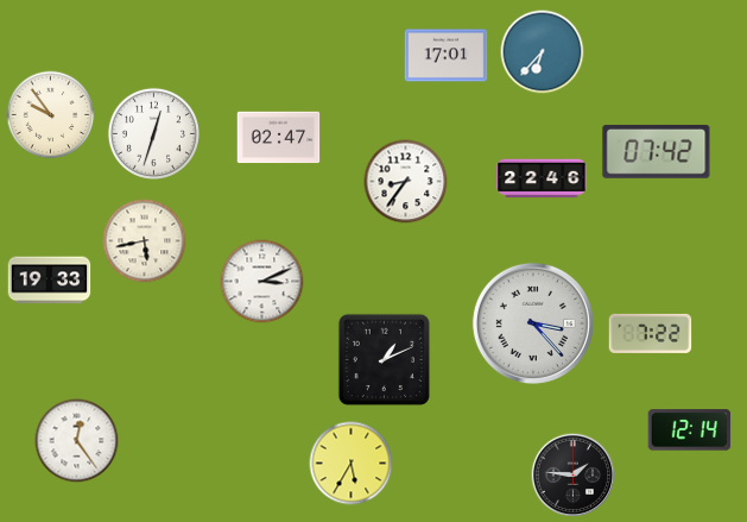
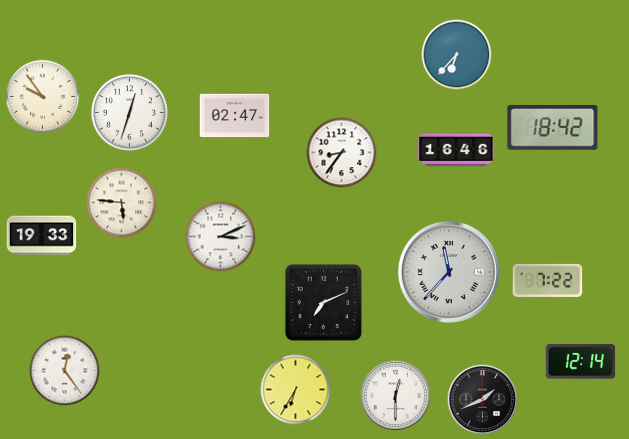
clock at (543, 52) position: (543, 52) -> (457, 55)
clock at (447, 56): 17:01 -> none
clock at (657, 151): 07:42 -> 18:42
clock at (542, 178): 22:46 -> 16:46
clock at (145, 241): 5:43 -> 5:46
clock at (533, 323): 3:23 -> 11:37
clock at (384, 359): 1:11 -> 7:11
clock at (352, 464): 5:35 -> 6:35
clock at (396, 396): none -> 12:30
clock at (574, 476): 1:46 -> 1:41
